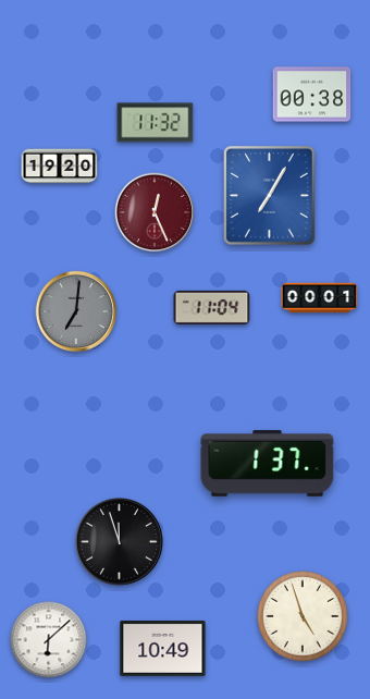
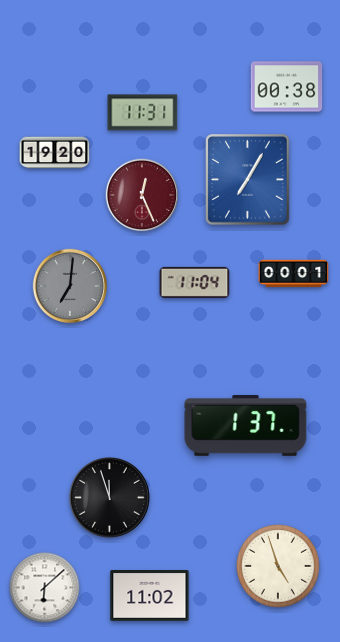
clock at (156, 123): 11:32 -> 11:31
clock at (163, 649): 10:49 -> 11:02
